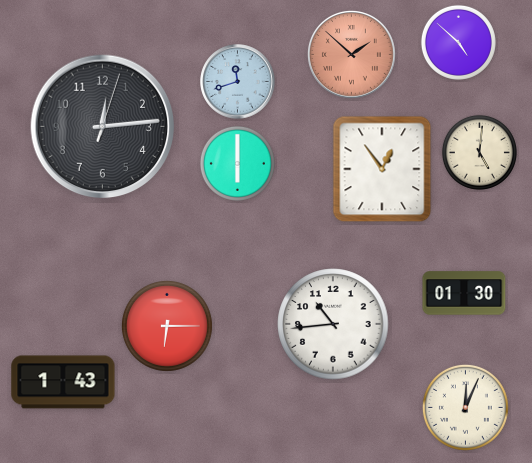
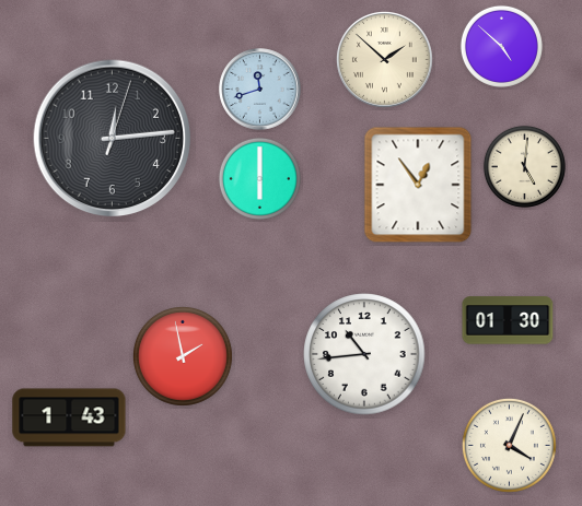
clock at (351, 54) dial: salmon -> cream
clock at (167, 326): 6:15 -> 1:58
clock at (465, 407): 12:04 -> 4:04
